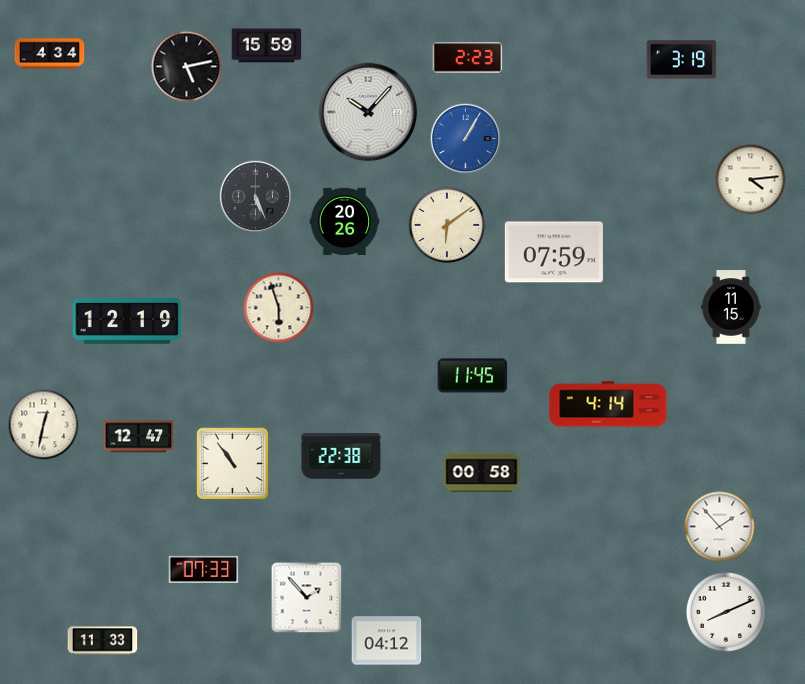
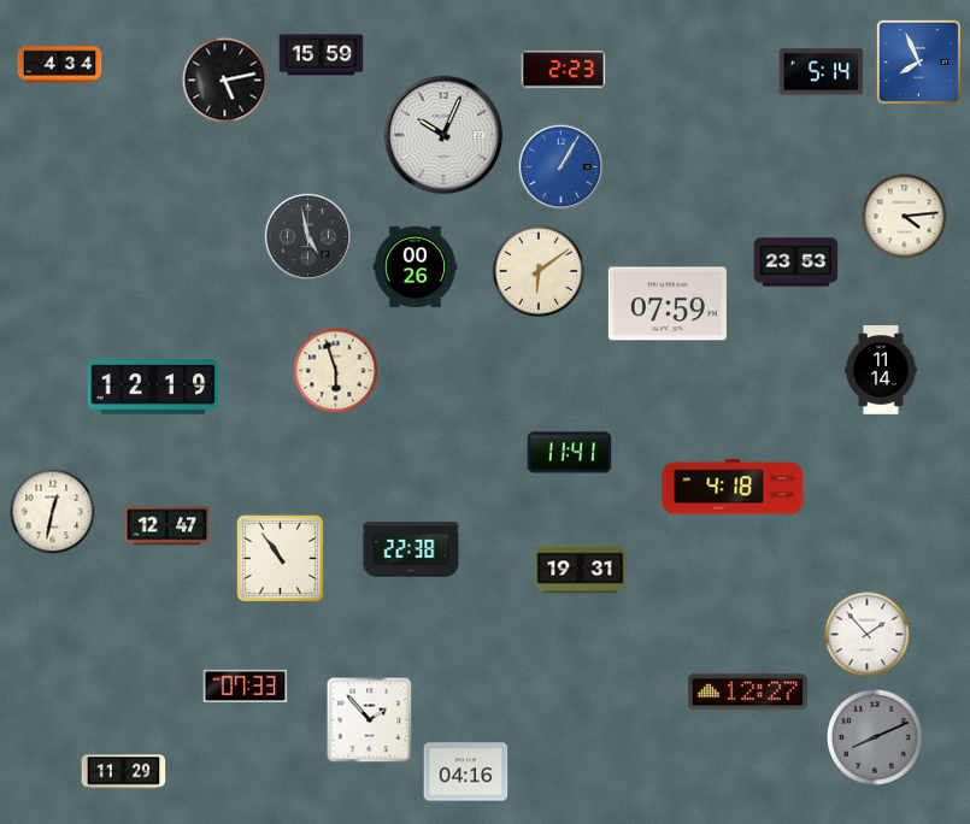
clock at (918, 61): none -> 7:56
clock at (682, 60): 3:19 -> 5:14
clock at (368, 112): 10:07 -> 10:04
clock at (256, 197): 5:26 -> 4:58
clock at (796, 263): none -> 23:53
clock at (345, 221): 20:26 -> 00:26
clock at (731, 307): 11:15 -> 11:14
clock at (473, 376): 11:45 -> 11:41
clock at (608, 404): 4:14 -> 4:18
clock at (482, 473): 00:58 -> 19:31
clock at (747, 693): none -> 12:27
clock at (726, 612) dial: white -> grey
clock at (103, 641): 11:33 -> 11:29
clock at (387, 641): 04:12 -> 04:16
